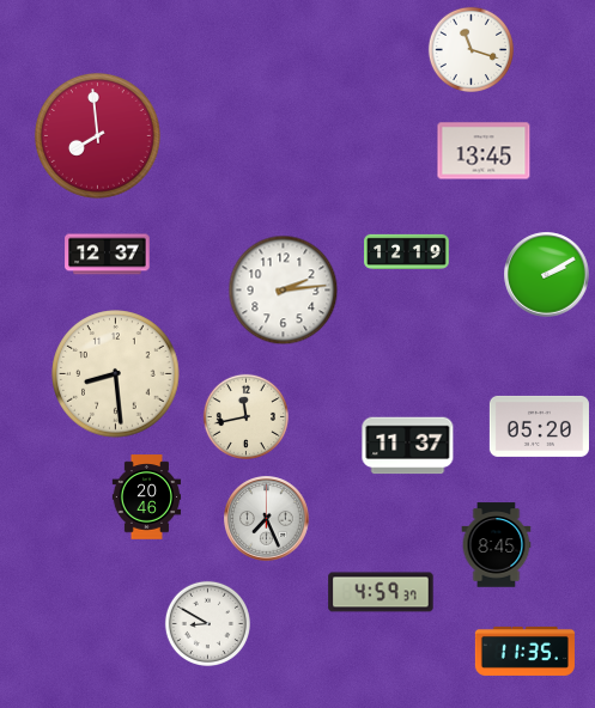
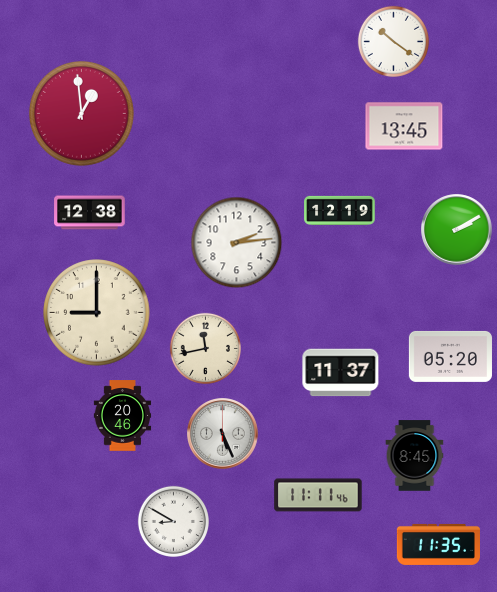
clock at (470, 49): 11:18 -> 10:21
clock at (97, 135): 7:59 -> 12:59
clock at (108, 255): 12:37 -> 12:38
clock at (116, 374): 8:29 -> 9:00
clock at (267, 519): 7:26 -> 5:26
clock at (381, 592): 4:59 -> 11:11
